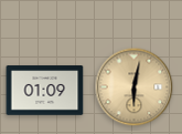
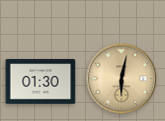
clock at (45, 91): 01:09 -> 01:30
